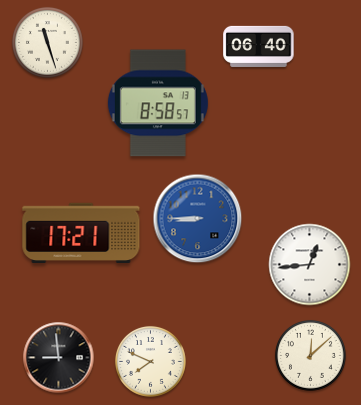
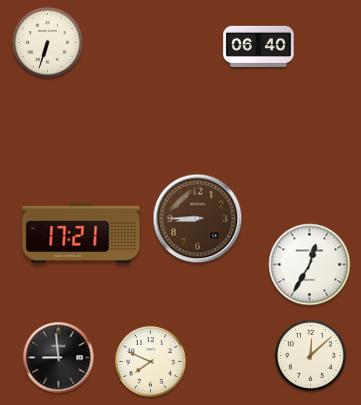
clock at (47, 42): 11:27 -> 6:33
clock at (158, 103): 8:58 -> none
clock at (198, 219) dial: blue -> brown
clock at (310, 265): 12:44 -> 12:35
